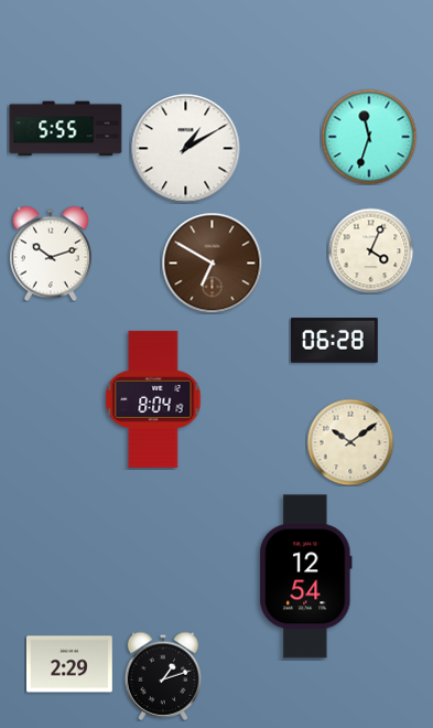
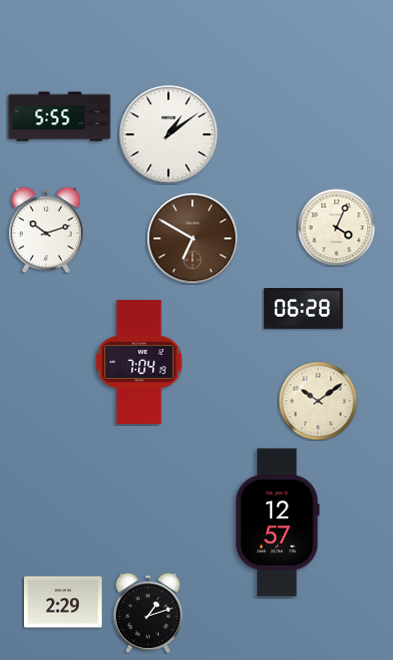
clock at (369, 137): 11:33 -> none
clock at (186, 149): 1:10 -> 1:09
clock at (153, 399): 8:04 -> 7:04
clock at (306, 577): 12:54 -> 12:57
